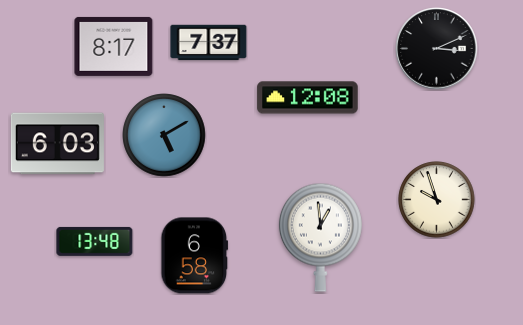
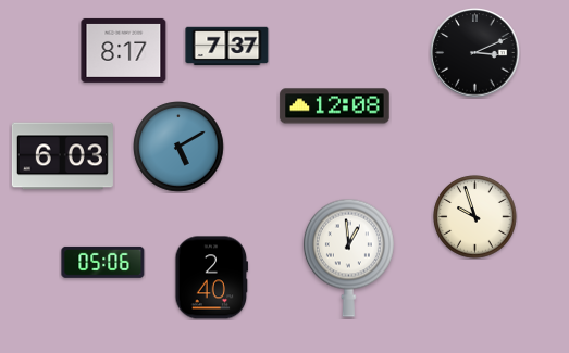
clock at (95, 241): 13:48 -> 05:06
clock at (195, 256): 6:58 -> 2:40
